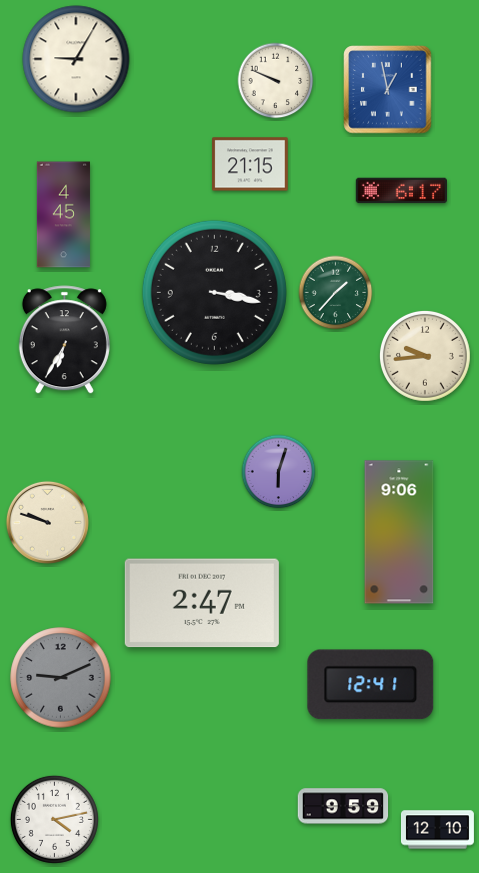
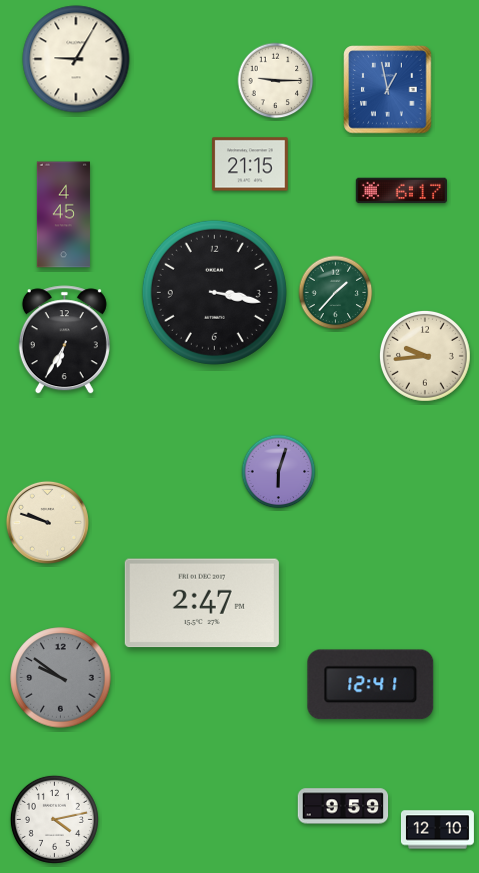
clock at (276, 81): 9:49 -> 9:15
clock at (399, 532): 9:06 -> none
clock at (61, 678): 9:11 -> 9:51
